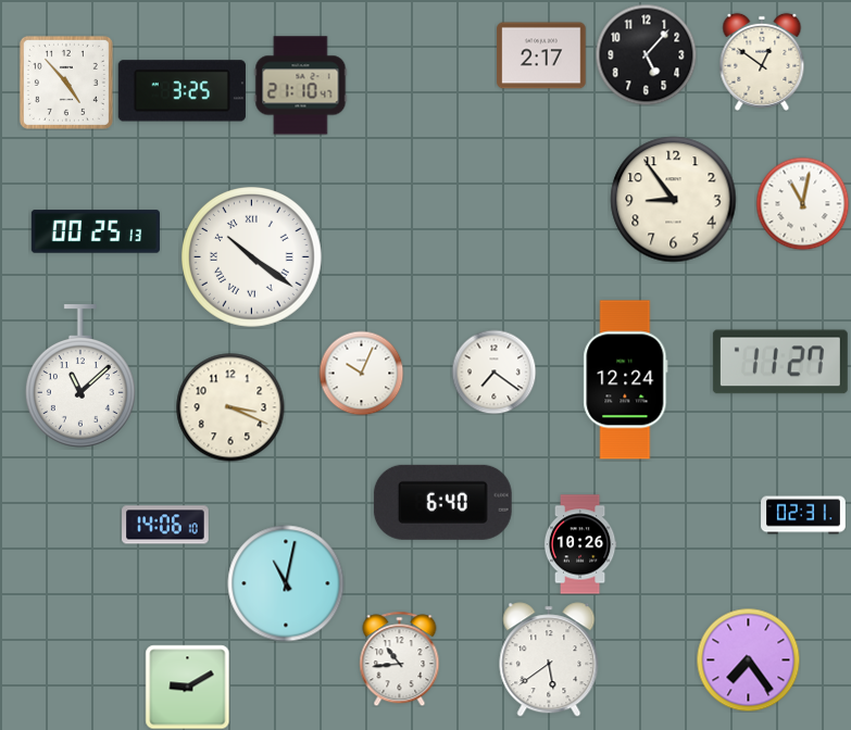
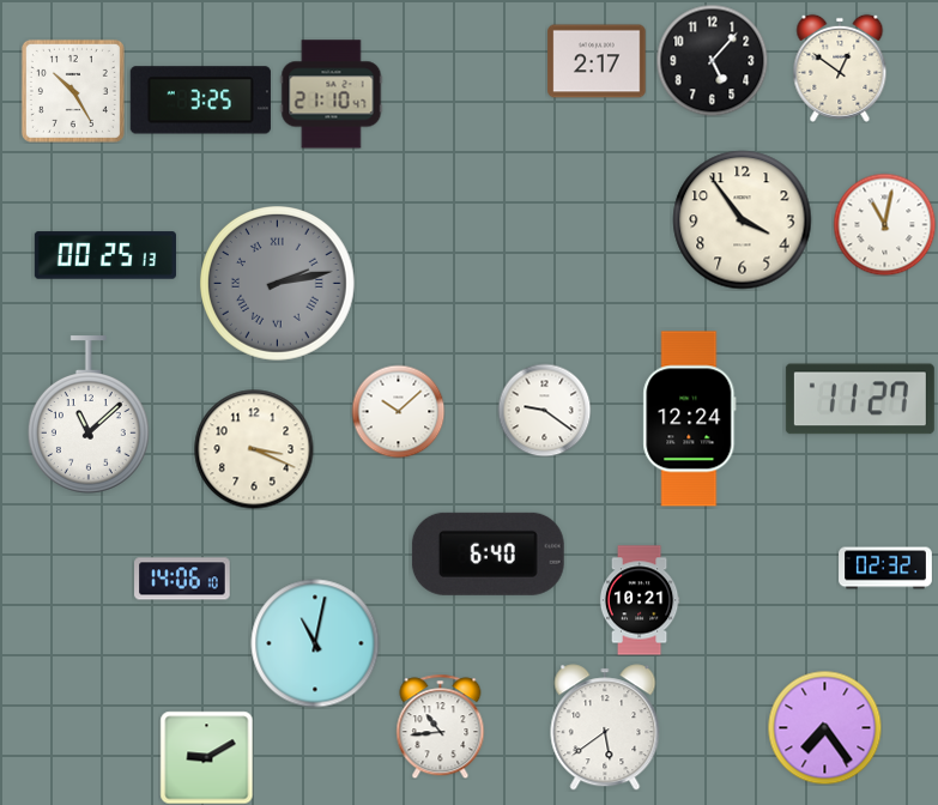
clock at (66, 83): 4:53 -> 10:25
clock at (674, 200): 8:54 -> 3:54
clock at (252, 257): 10:21 -> 2:13
clock at (252, 257) dial: white -> grey
clock at (493, 372): 7:21 -> 9:21
clock at (361, 373): 10:04 -> 10:08
clock at (803, 515): 02:31 -> 02:32
clock at (580, 544): 10:26 -> 10:21
